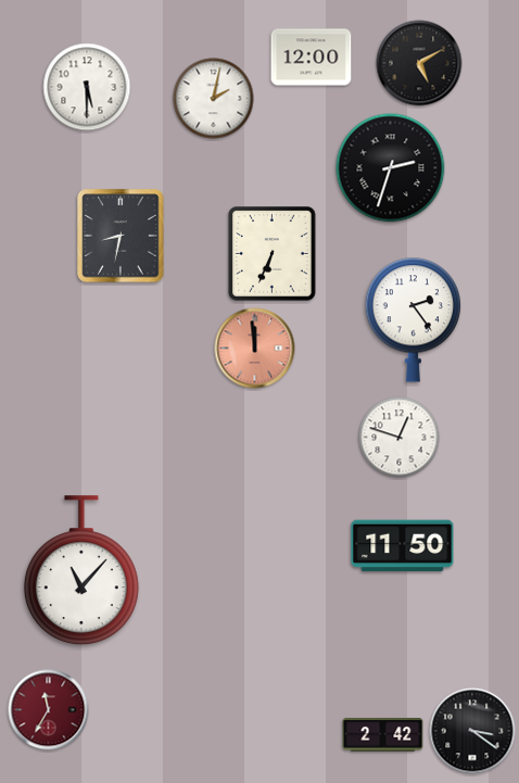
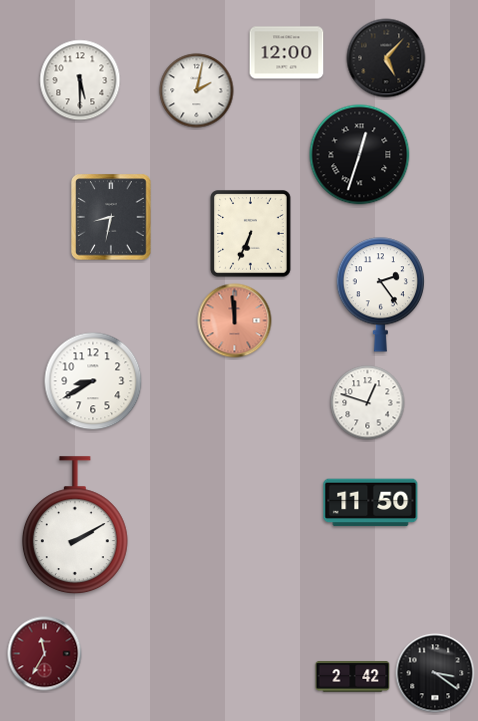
clock at (419, 63): 5:10 -> 5:07
clock at (391, 168): 2:33 -> 12:33
clock at (93, 381): none -> 8:40
clock at (81, 571): 11:07 -> 2:10
